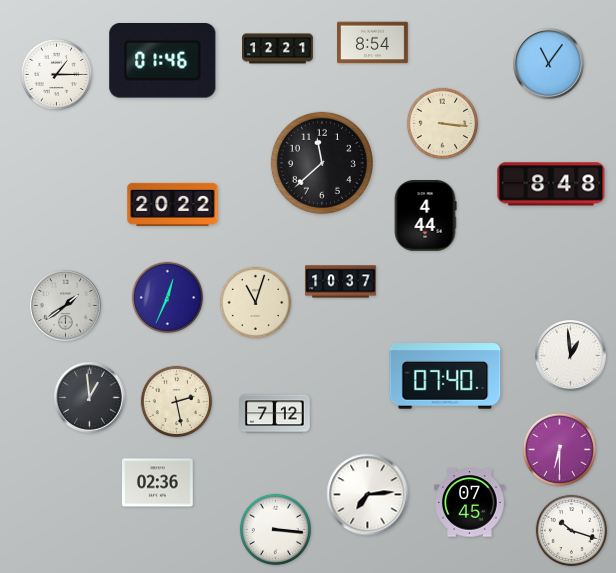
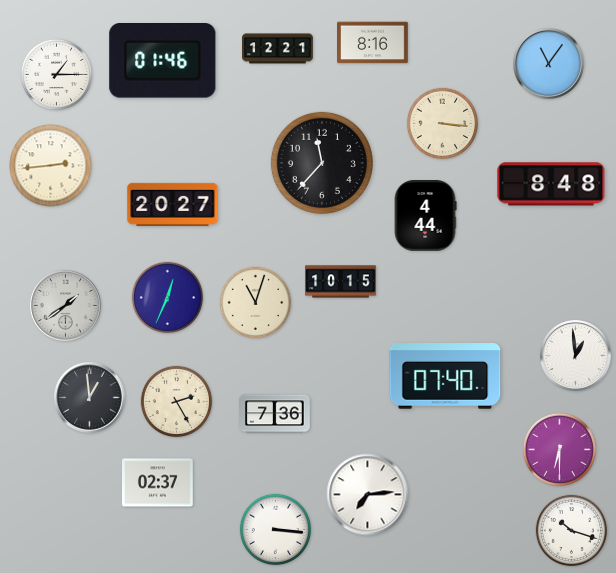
clock at (373, 43): 8:54 -> 8:16
clock at (322, 163): 11:38 -> 11:37
clock at (51, 166): none -> 2:44
clock at (173, 204): 20:22 -> 20:27
clock at (341, 282): 10:37 -> 10:15
clock at (571, 356) position: (571, 356) -> (576, 356)
clock at (177, 402): 2:28 -> 2:25
clock at (275, 414): 7:12 -> 7:36
clock at (158, 483): 02:36 -> 02:37
clock at (470, 503): 07:45 -> none
